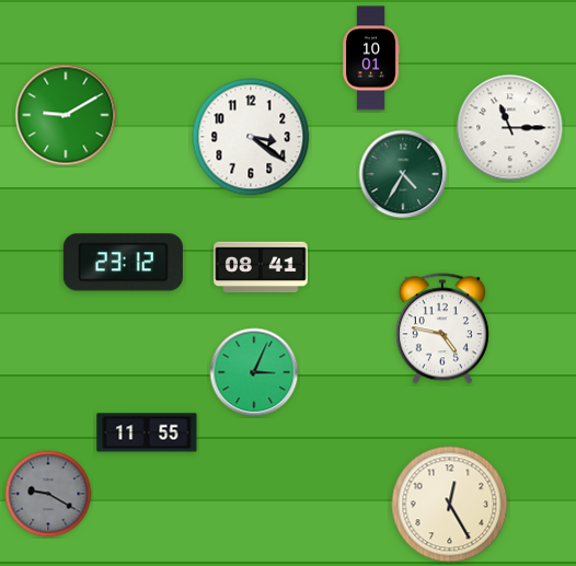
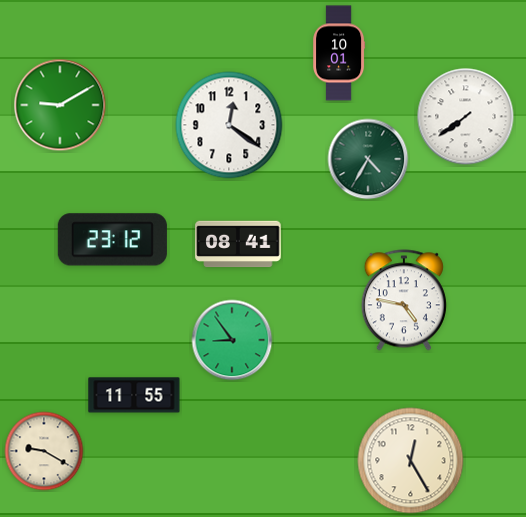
clock at (510, 128): 11:15 -> 7:39
clock at (251, 137): 3:21 -> 12:21
clock at (254, 372): 3:04 -> 8:54
clock at (48, 494) dial: grey -> cream
